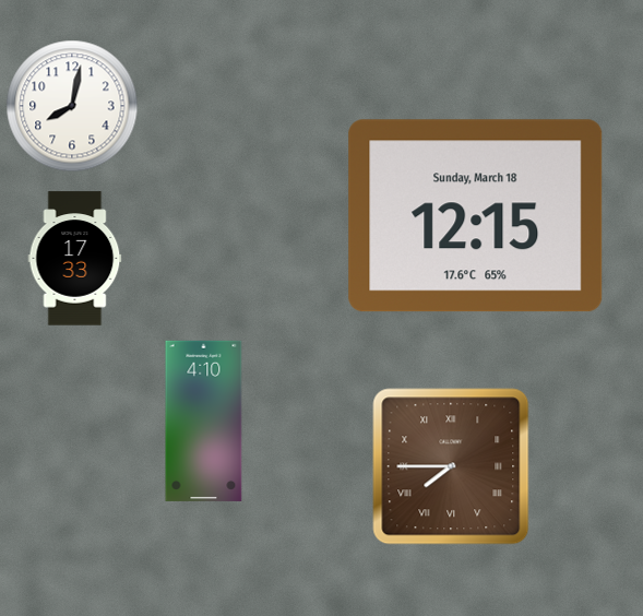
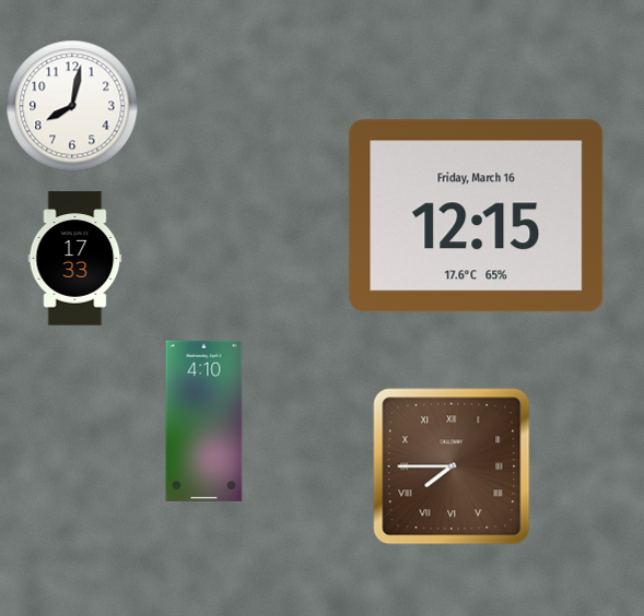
clock at (476, 216) date: Sunday, March 18 -> Friday, March 16
